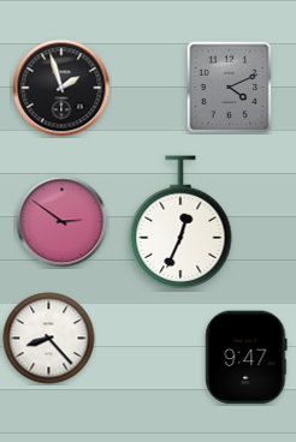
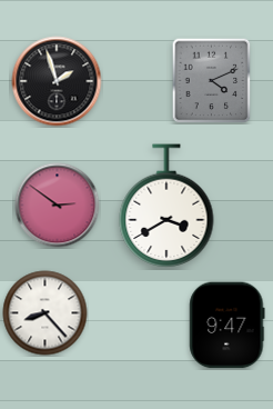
clock at (180, 223): 12:34 -> 3:40
clock at (247, 358) position: (247, 358) -> (228, 326)
